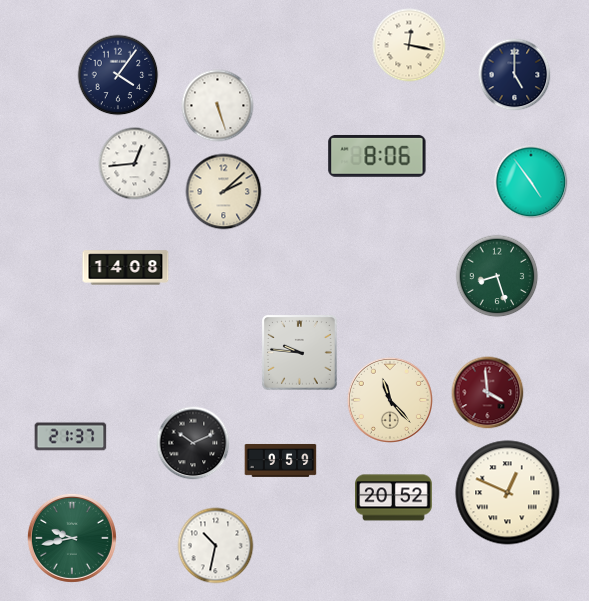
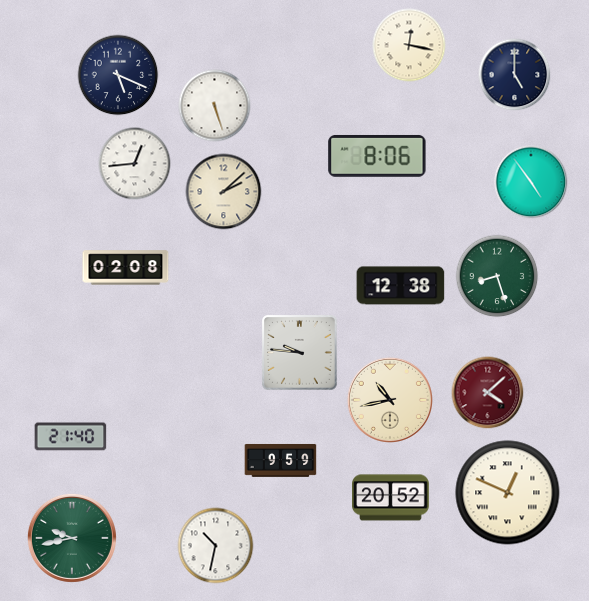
clock at (118, 75): 4:06 -> 5:19
clock at (218, 106) position: (218, 106) -> (215, 106)
clock at (126, 268): 14:08 -> 02:08
clock at (401, 286): none -> 12:38
clock at (488, 393): 3:59 -> 4:08
clock at (390, 400): 11:23 -> 10:43
clock at (71, 437): 21:37 -> 21:40
clock at (193, 443): 10:11 -> none
clock at (394, 498) position: (394, 498) -> (391, 498)
